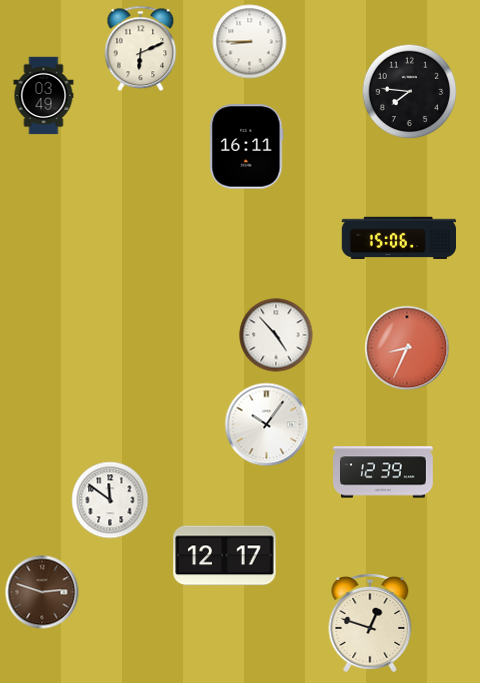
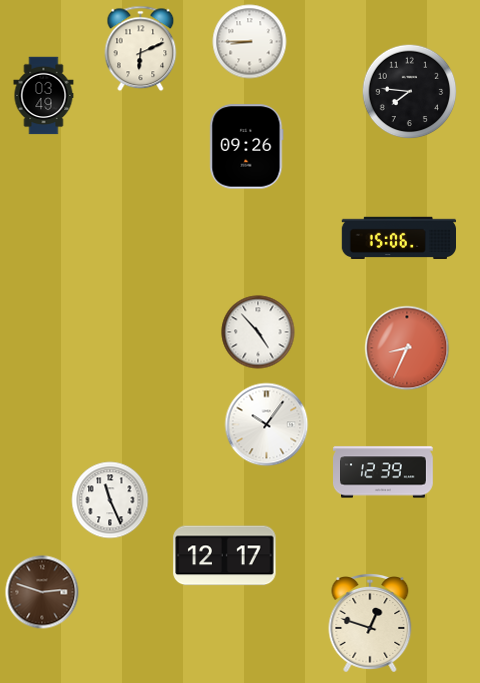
clock at (247, 147): 16:11 -> 09:26
clock at (276, 335) position: (276, 335) -> (258, 332)
clock at (110, 500): 11:51 -> 11:26
